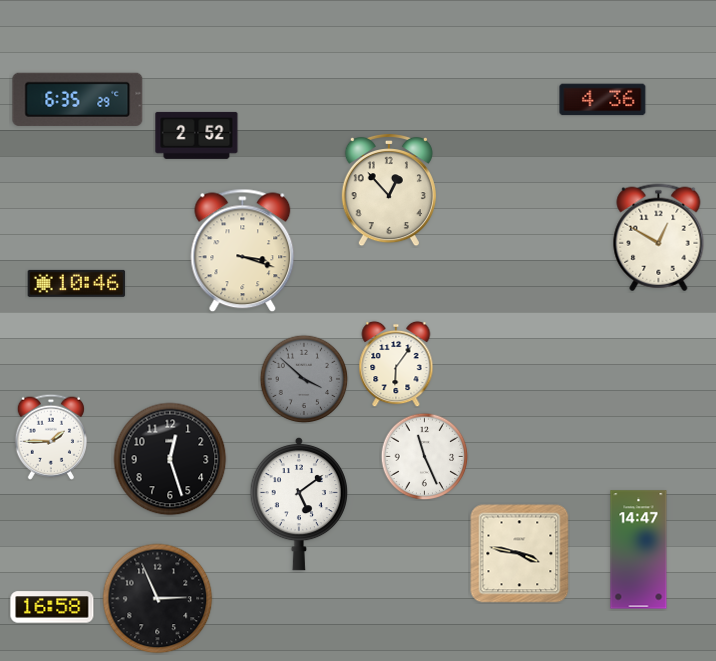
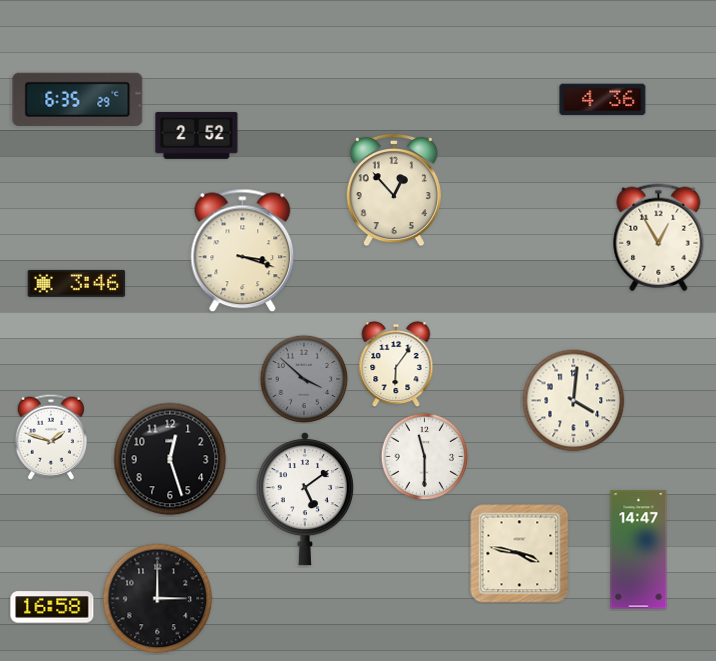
clock at (389, 190) position: (389, 190) -> (394, 190)
clock at (659, 238): 12:50 -> 12:55
clock at (77, 283): 10:46 -> 3:46
clock at (574, 401): none -> 4:01
clock at (51, 437): 1:45 -> 1:48
clock at (424, 456): 11:26 -> 11:30
clock at (299, 504) position: (299, 504) -> (305, 499)
clock at (158, 599): 2:56 -> 3:00
